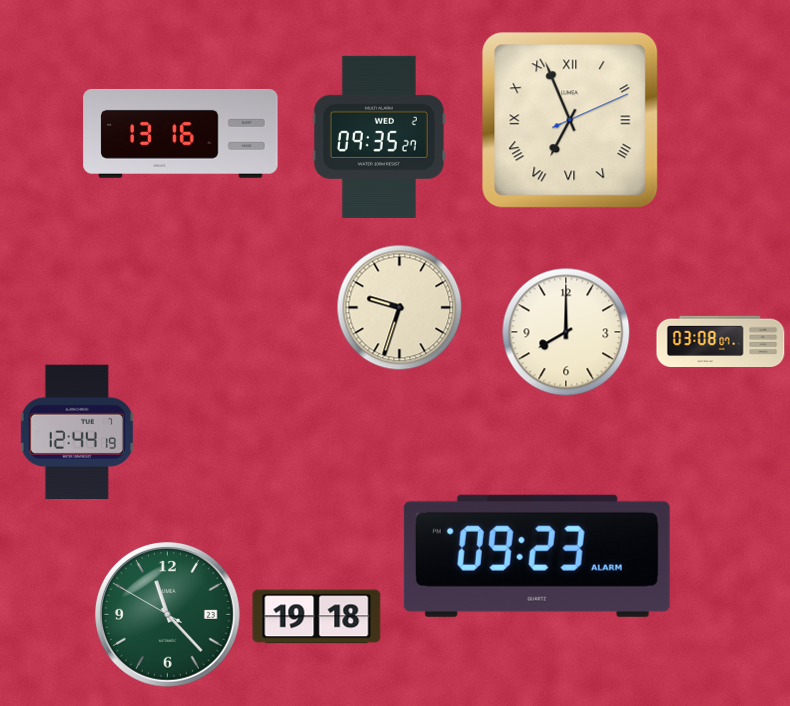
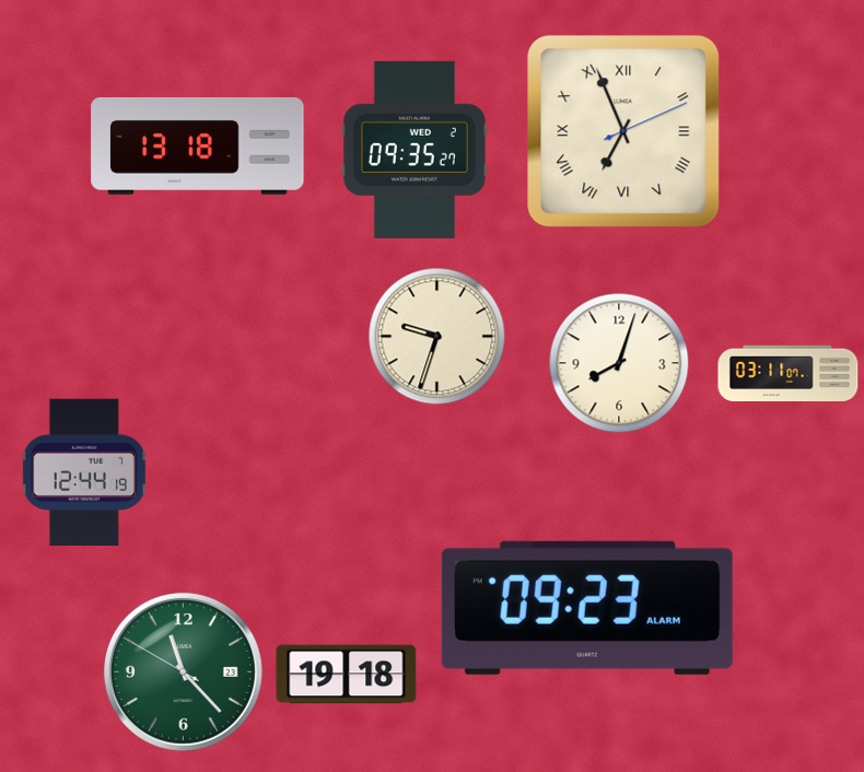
clock at (181, 133): 13:16 -> 13:18
clock at (566, 332): 8:00 -> 8:03
clock at (721, 342): 03:08 -> 03:11
